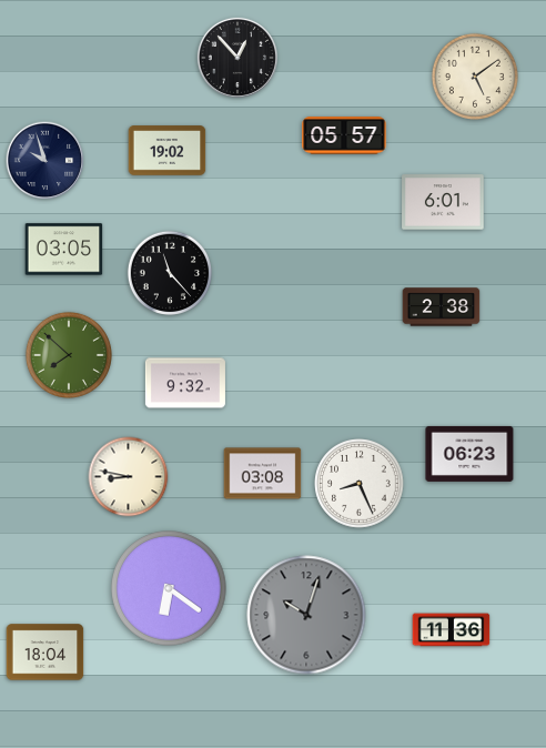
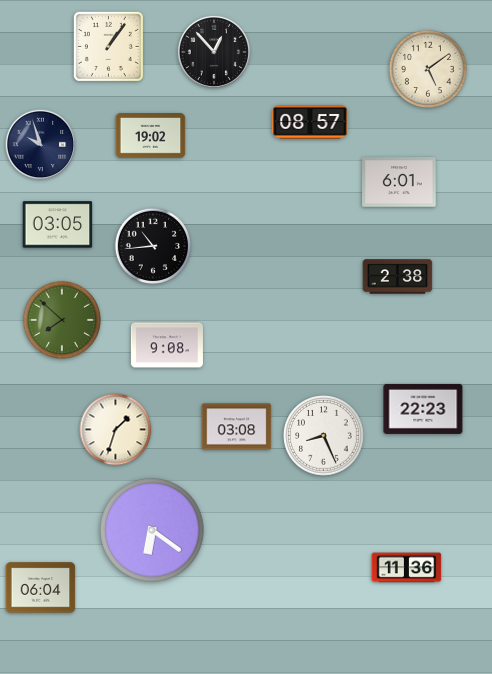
clock at (108, 46): none -> 1:06
clock at (344, 135): 05:57 -> 08:57
clock at (169, 272): 11:23 -> 10:44
clock at (185, 383): 9:32 -> 9:08
clock at (469, 454): 06:23 -> 22:23
clock at (129, 477): 8:47 -> 1:33
clock at (306, 615): 10:03 -> none
clock at (46, 653): 18:04 -> 06:04
